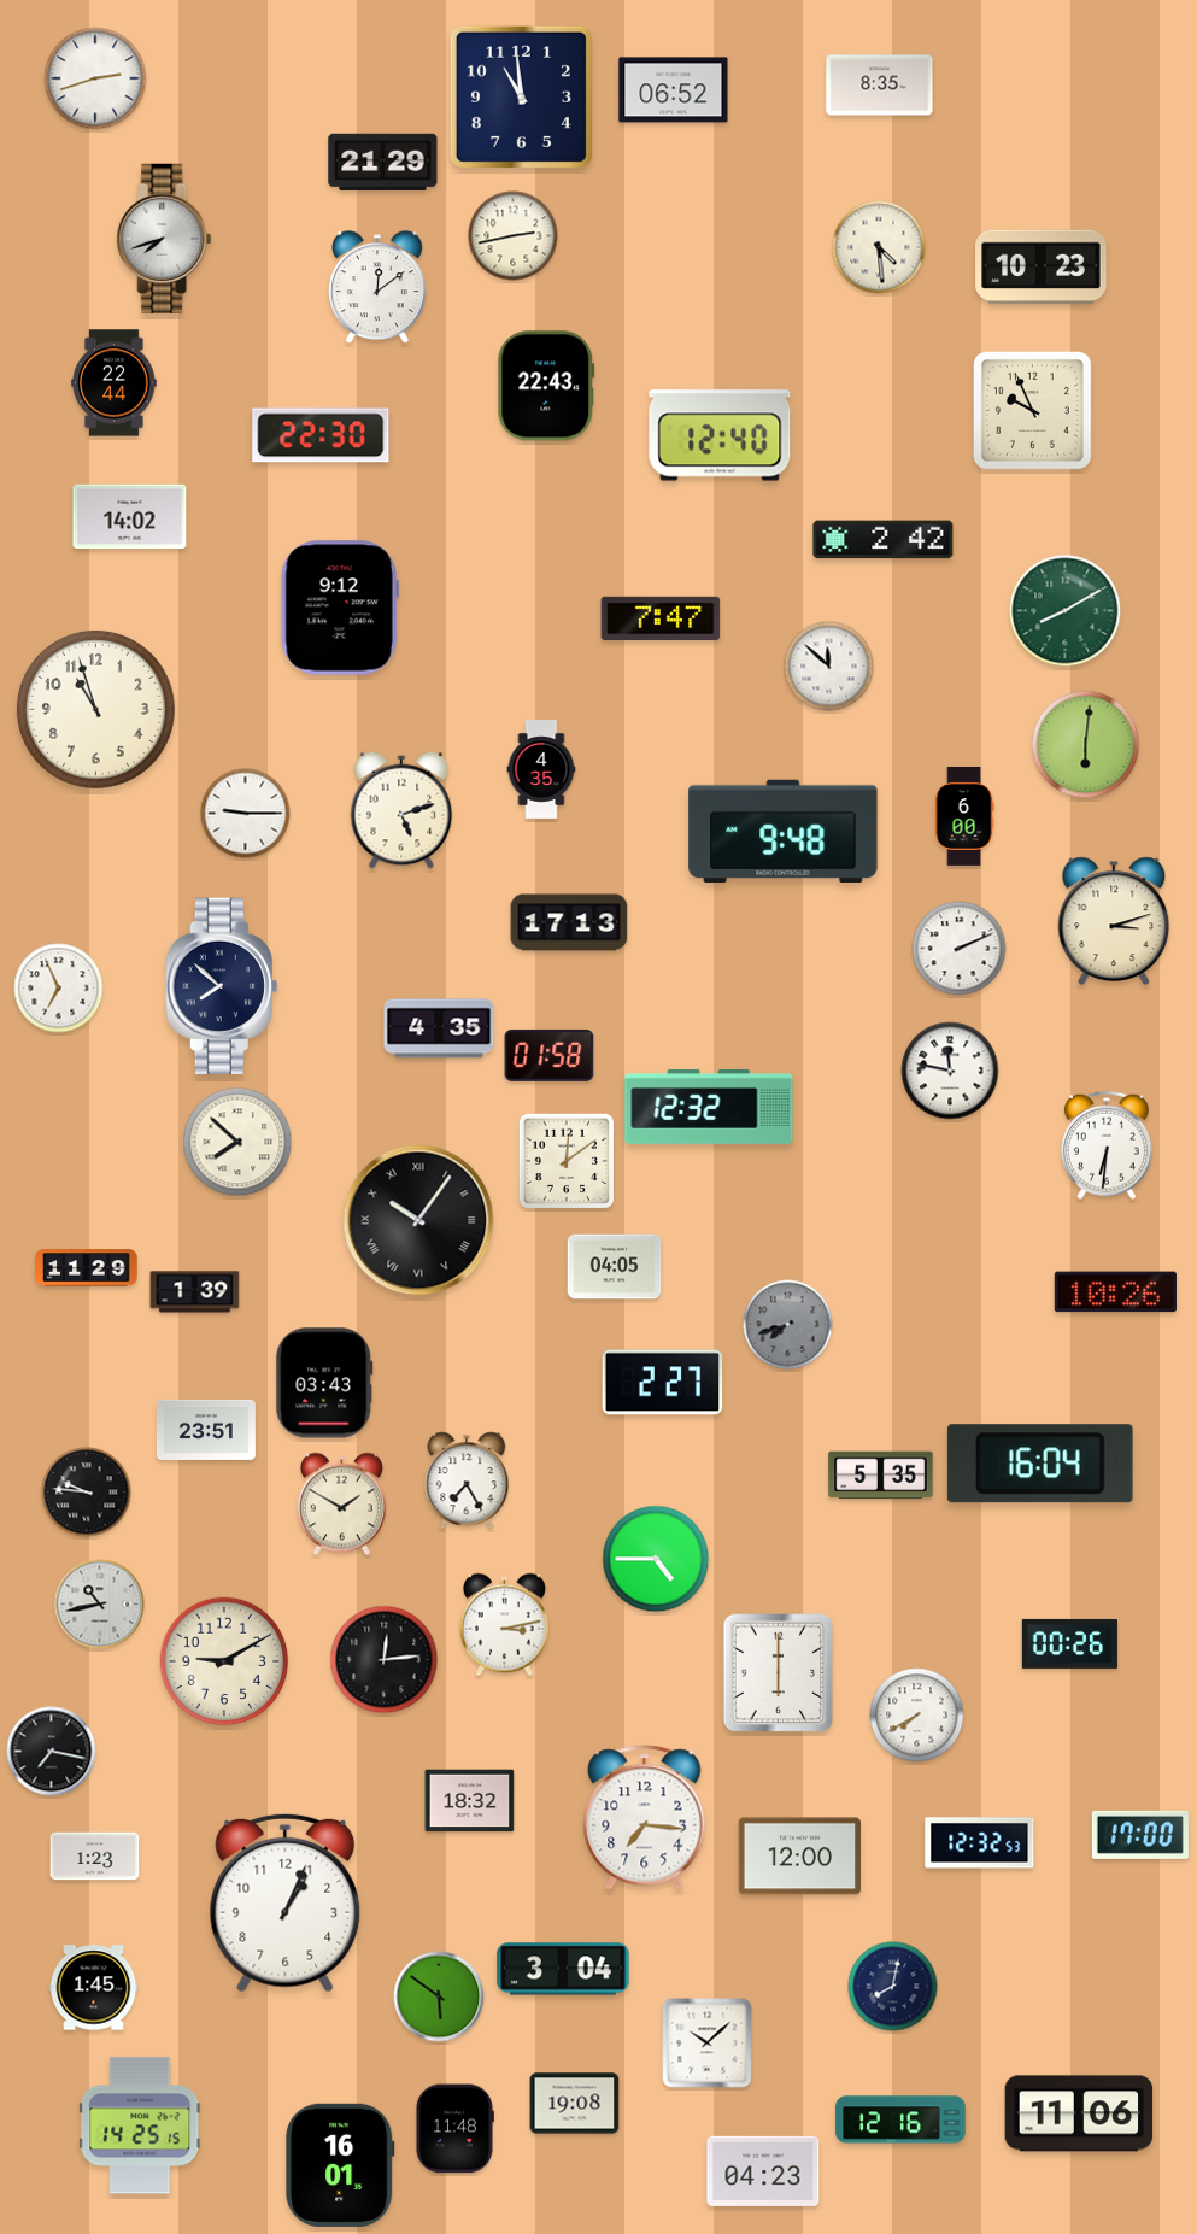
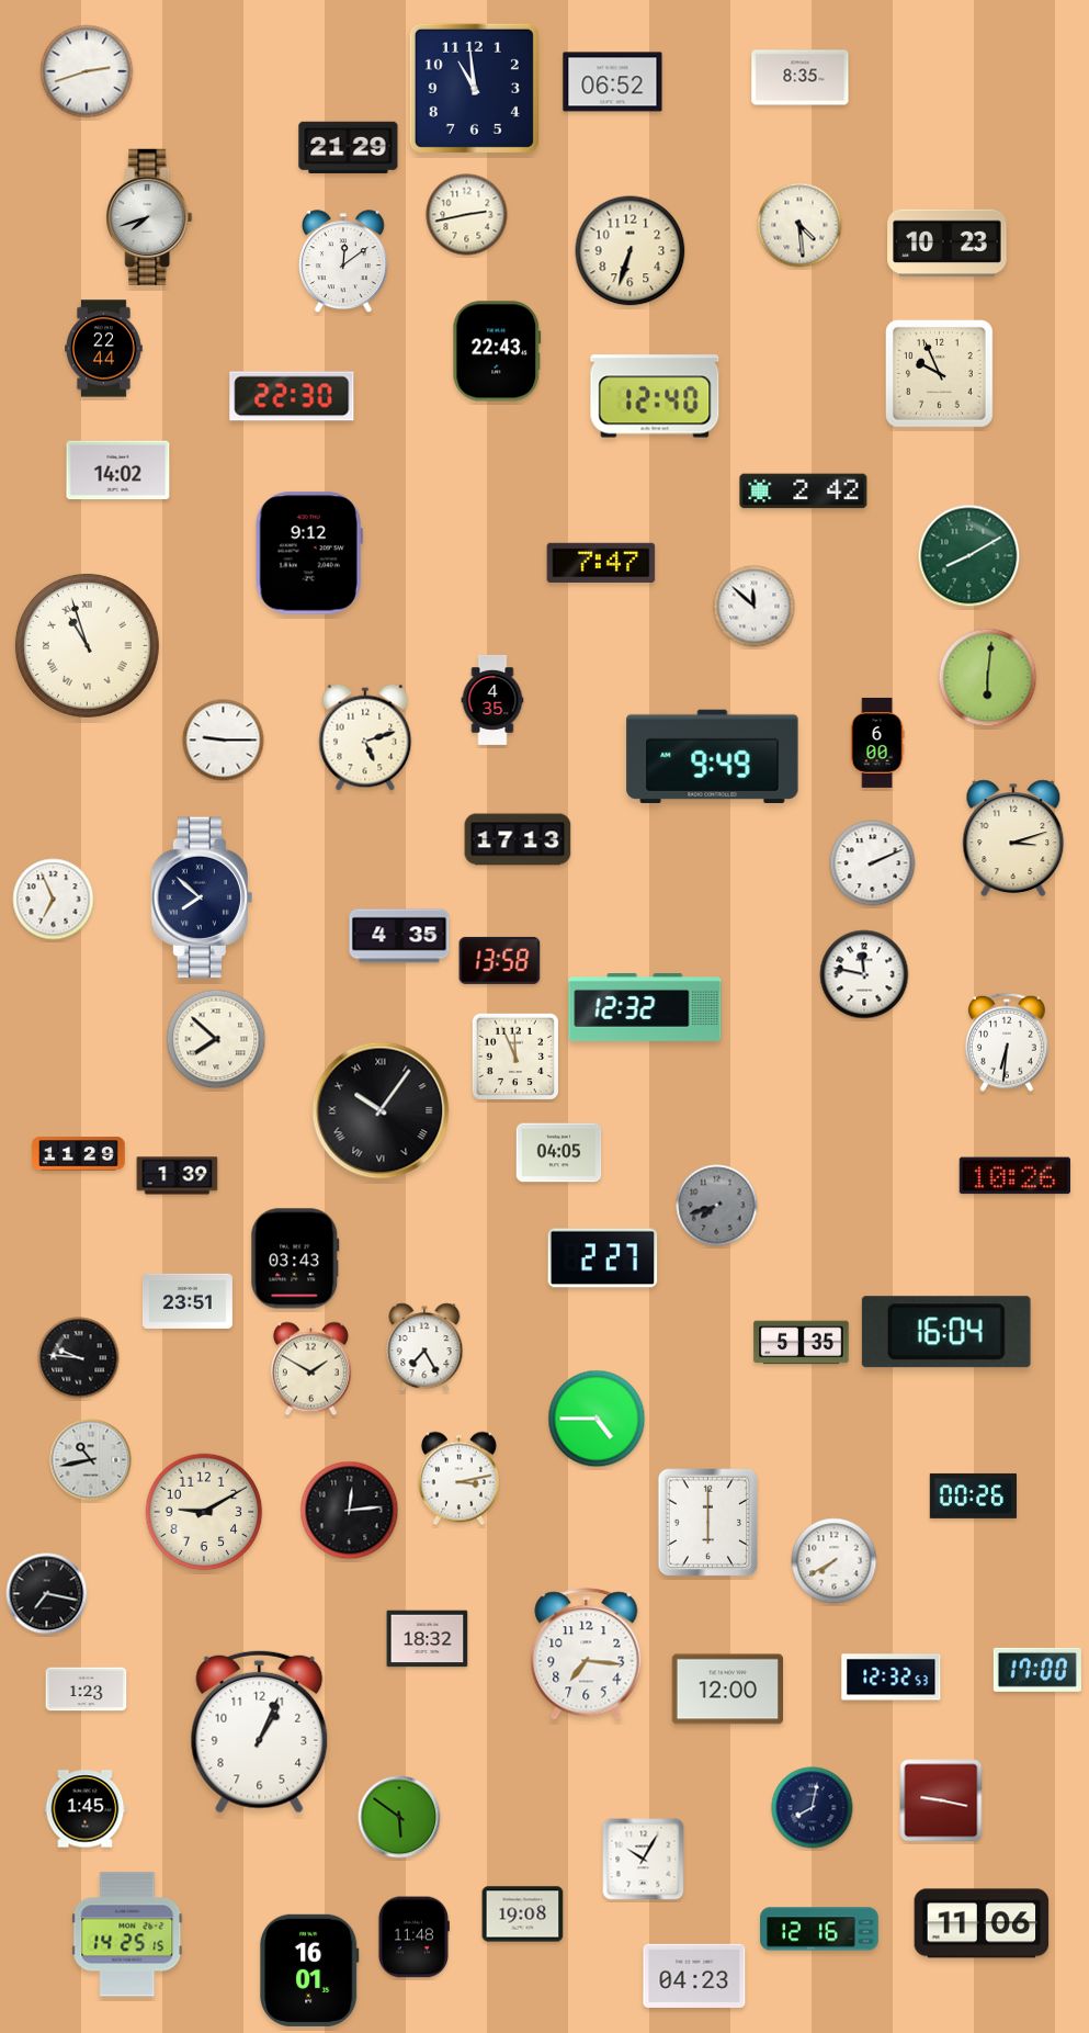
clock at (631, 251): none -> 6:33
clock at (95, 709) numerals: Arabic -> Roman
clock at (784, 831): 9:48 -> 9:49
clock at (550, 1055): 01:58 -> 13:58
clock at (567, 1161): 12:09 -> 11:56
clock at (563, 1969): 3:04 -> none
clock at (941, 1800): none -> 9:17
clock at (708, 2044): 10:08 -> 10:05
